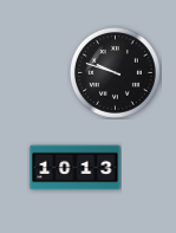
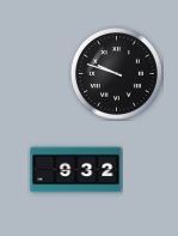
clock at (76, 168): 10:13 -> 9:32
